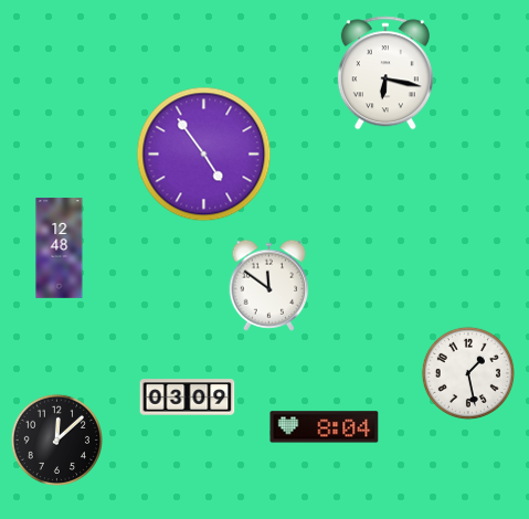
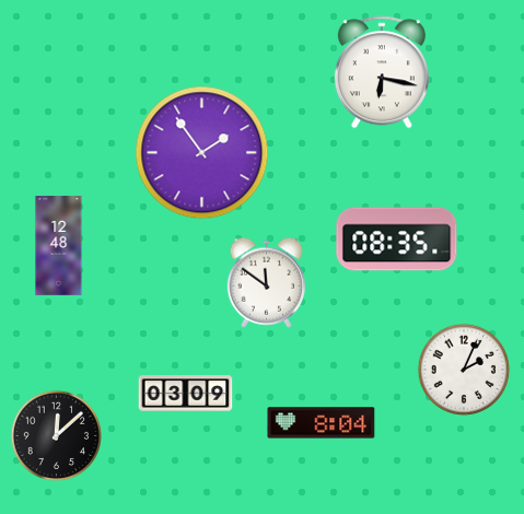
clock at (204, 155): 4:54 -> 1:54
clock at (397, 240): none -> 08:35
clock at (468, 373): 1:28 -> 2:04
